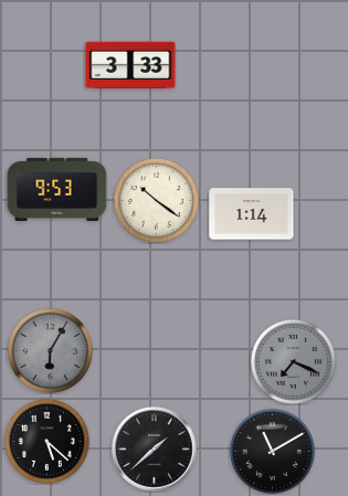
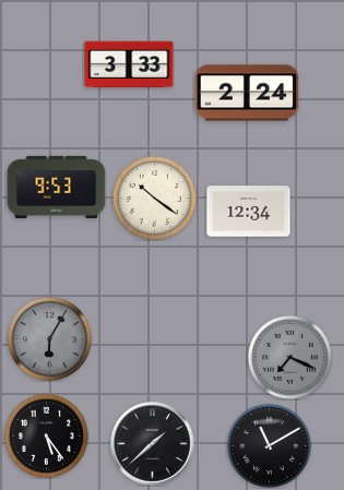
clock at (247, 93): none -> 2:24
clock at (252, 214): 1:14 -> 12:34
clock at (50, 350) position: (50, 350) -> (49, 338)
clock at (46, 441): 5:22 -> 5:24
